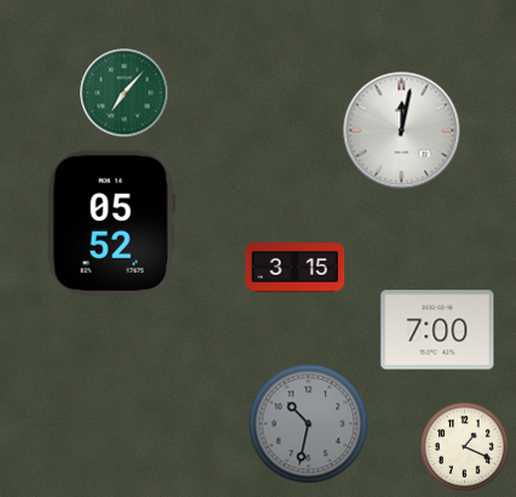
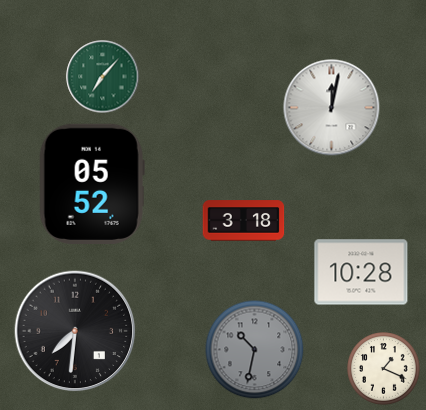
clock at (296, 268): 3:15 -> 3:18
clock at (437, 330): 7:00 -> 10:28
clock at (75, 331): none -> 7:31
